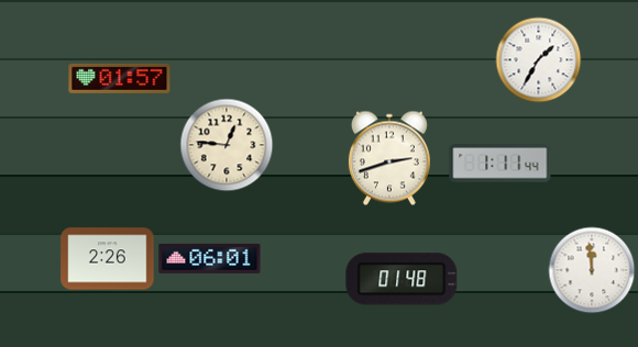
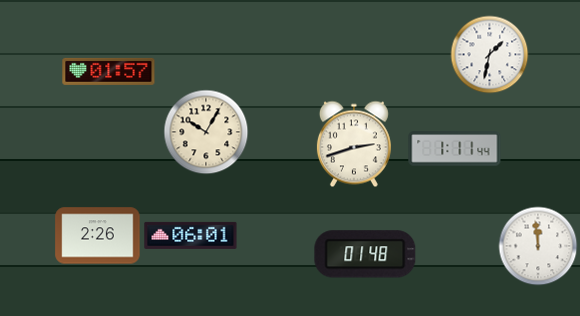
clock at (538, 59): 1:35 -> 1:32
clock at (227, 145): 12:46 -> 10:05
